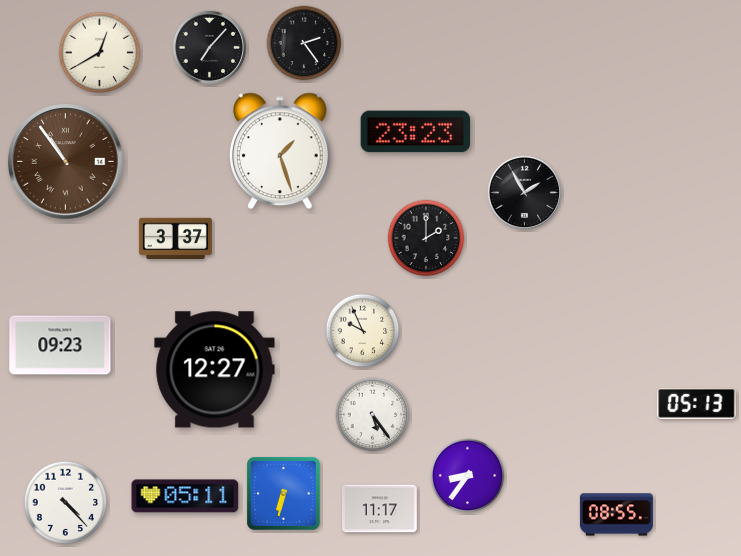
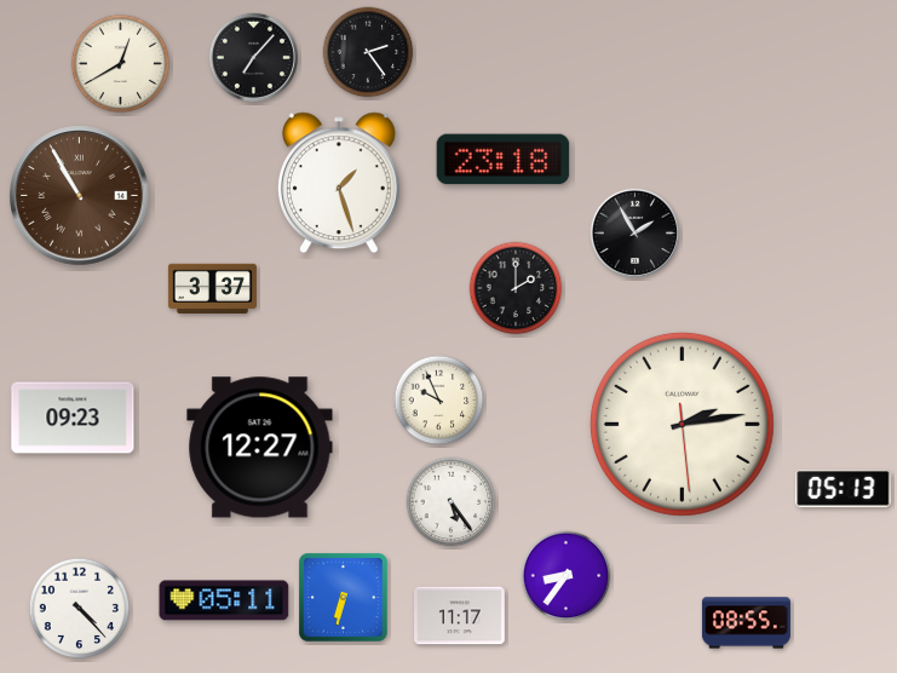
clock at (416, 132): 23:23 -> 23:18
clock at (66, 162): 10:54 -> 10:55
clock at (682, 424): none -> 2:13
